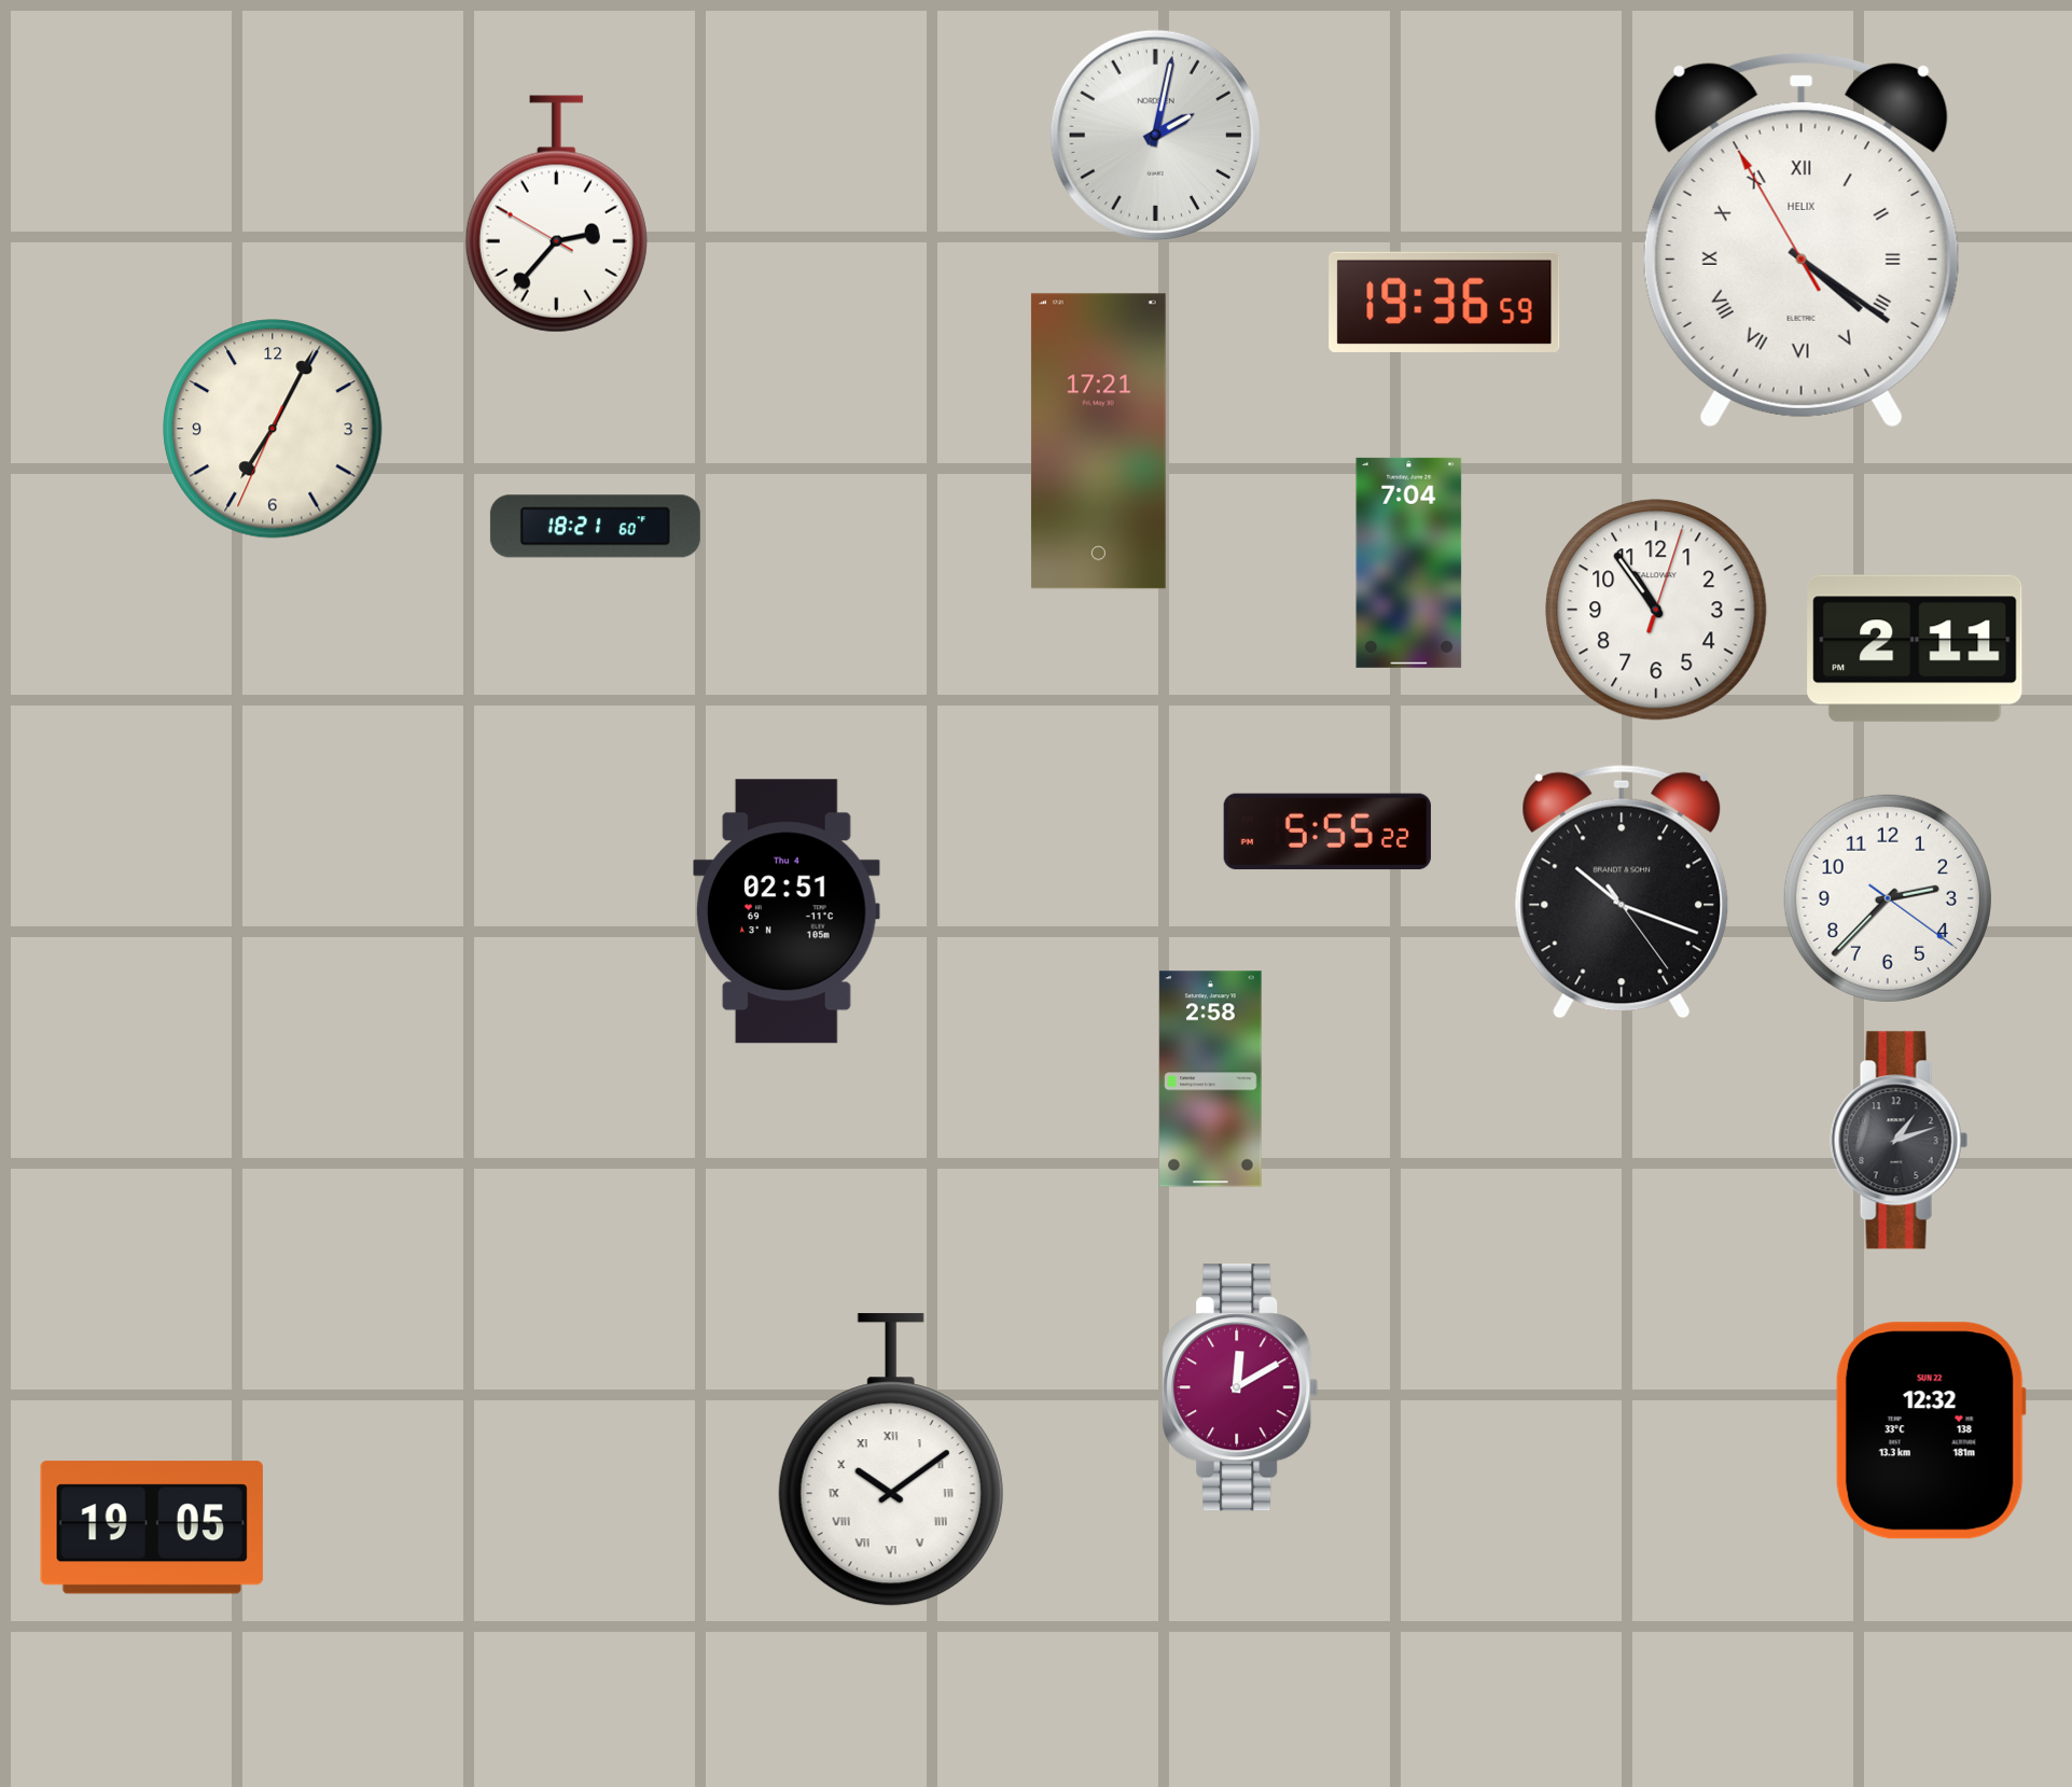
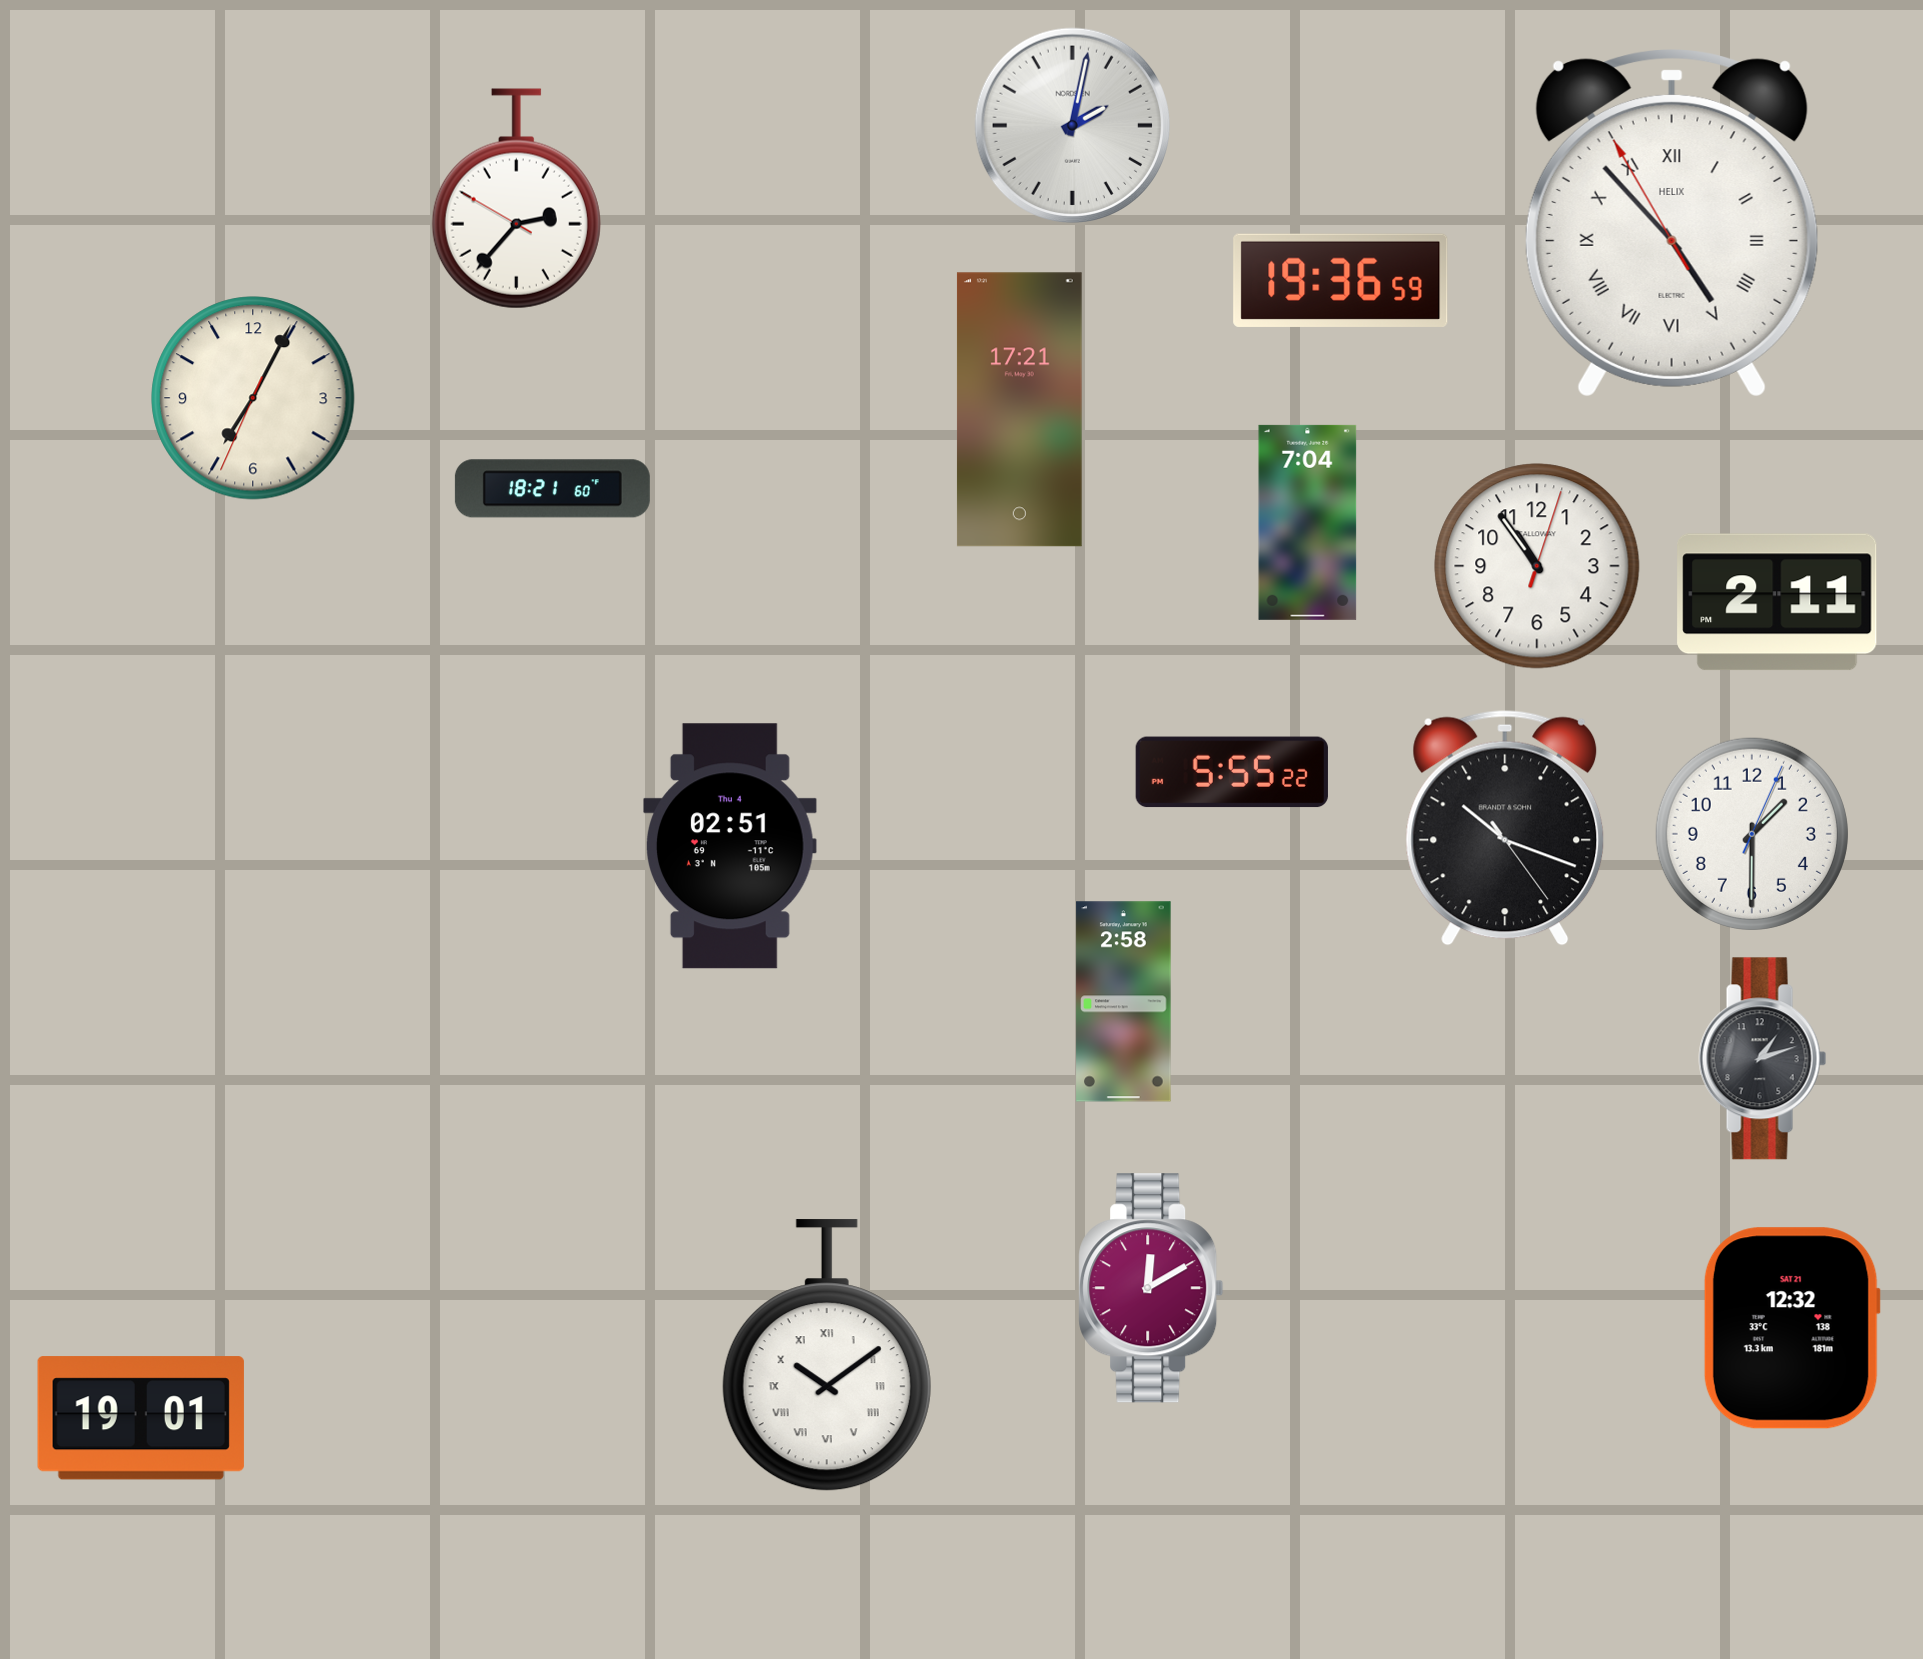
clock at (1802, 240): 4:20 -> 4:52
clock at (1888, 898): 2:37 -> 1:30
clock at (1931, 1430) date: SUN 22 -> SAT 21
clock at (152, 1527): 19:05 -> 19:01
